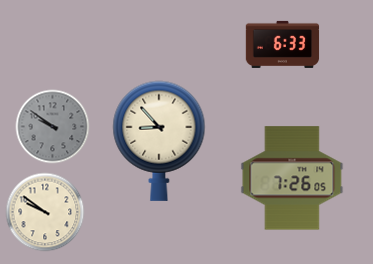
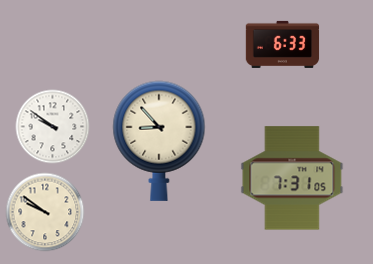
clock at (53, 127) dial: grey -> white
clock at (292, 178): 7:26 -> 7:31
